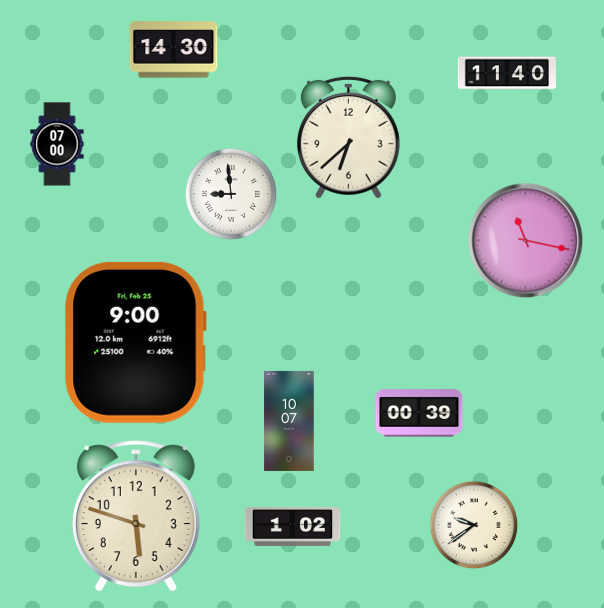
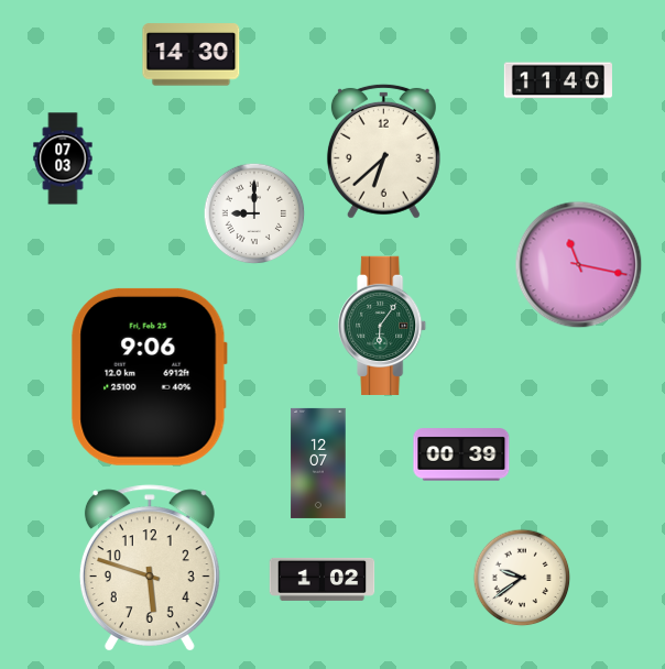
clock at (57, 144): 07:00 -> 07:03
clock at (231, 194): 8:59 -> 9:00
clock at (383, 326): none -> 6:06
clock at (135, 342): 9:00 -> 9:06
clock at (289, 421): 10:07 -> 12:07
